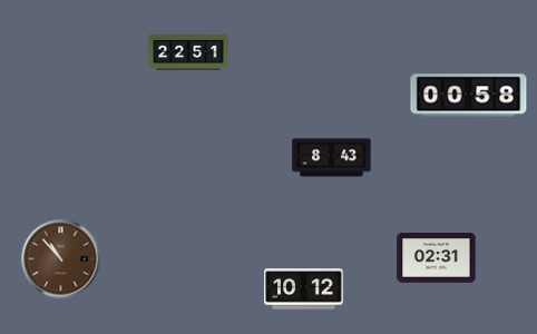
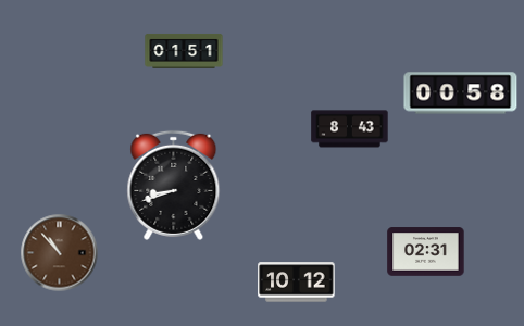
clock at (188, 52): 22:51 -> 01:51
clock at (469, 96) position: (469, 96) -> (461, 93)
clock at (332, 158) position: (332, 158) -> (350, 129)
clock at (174, 185): none -> 8:42
